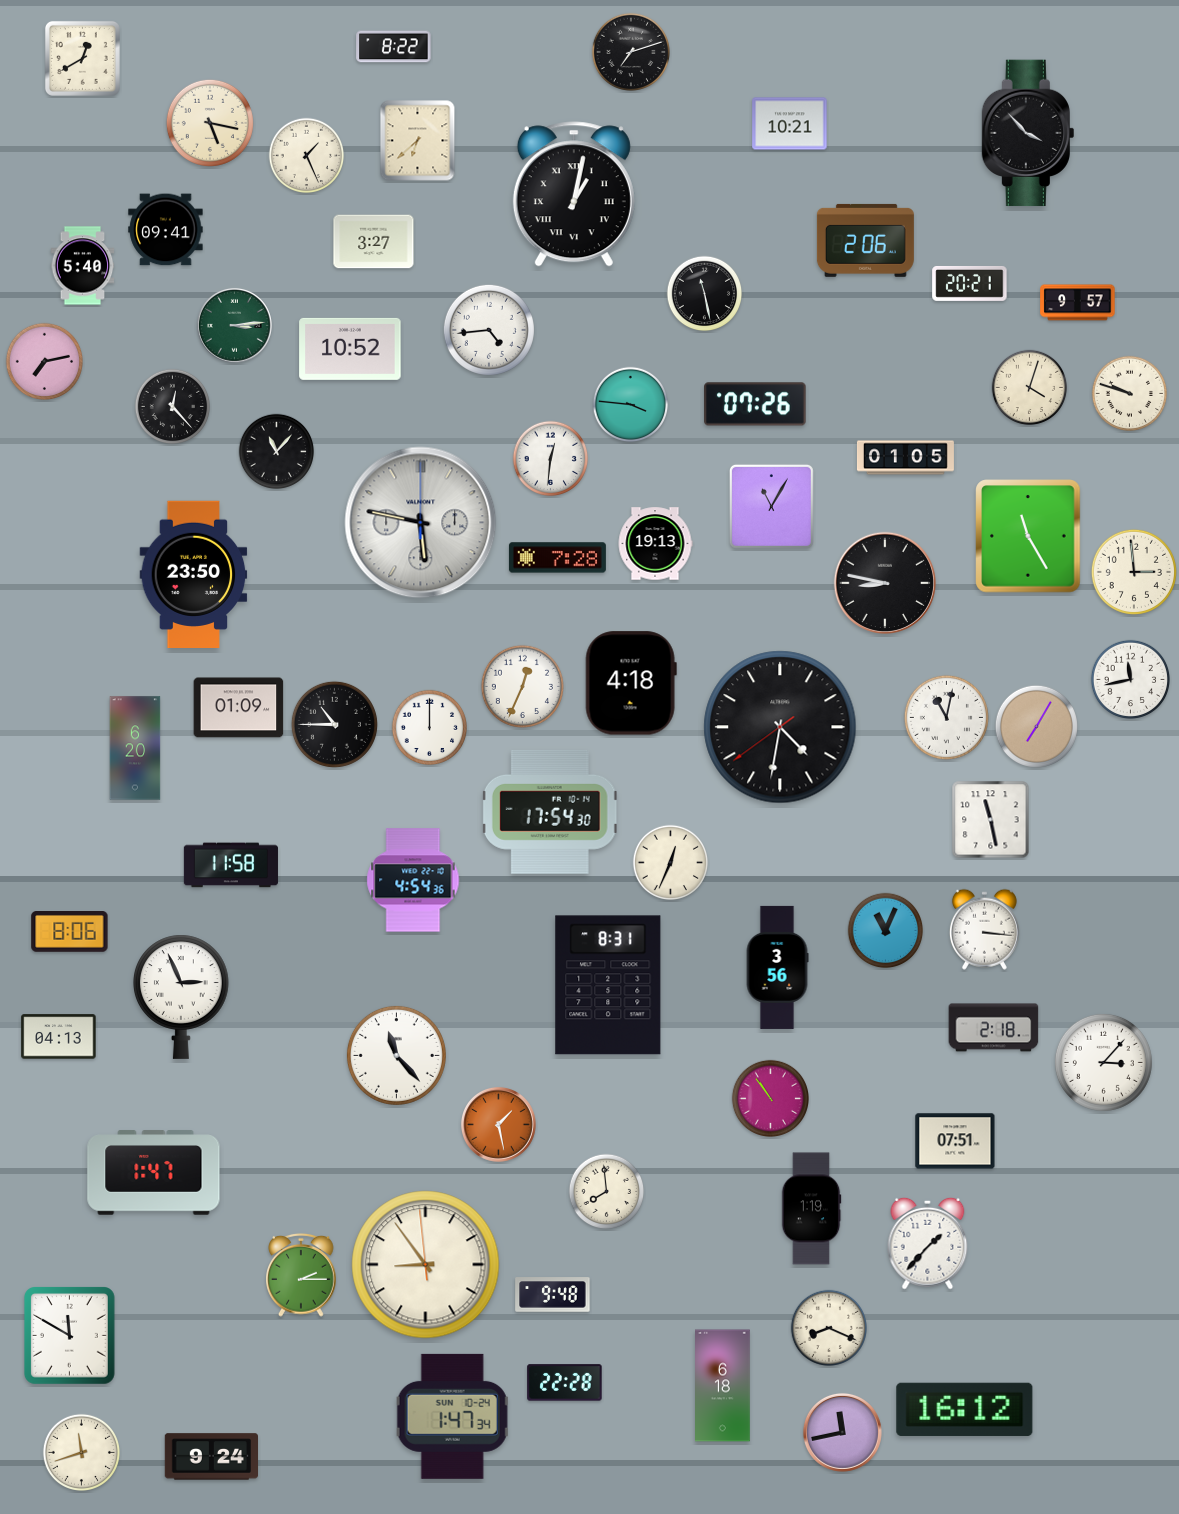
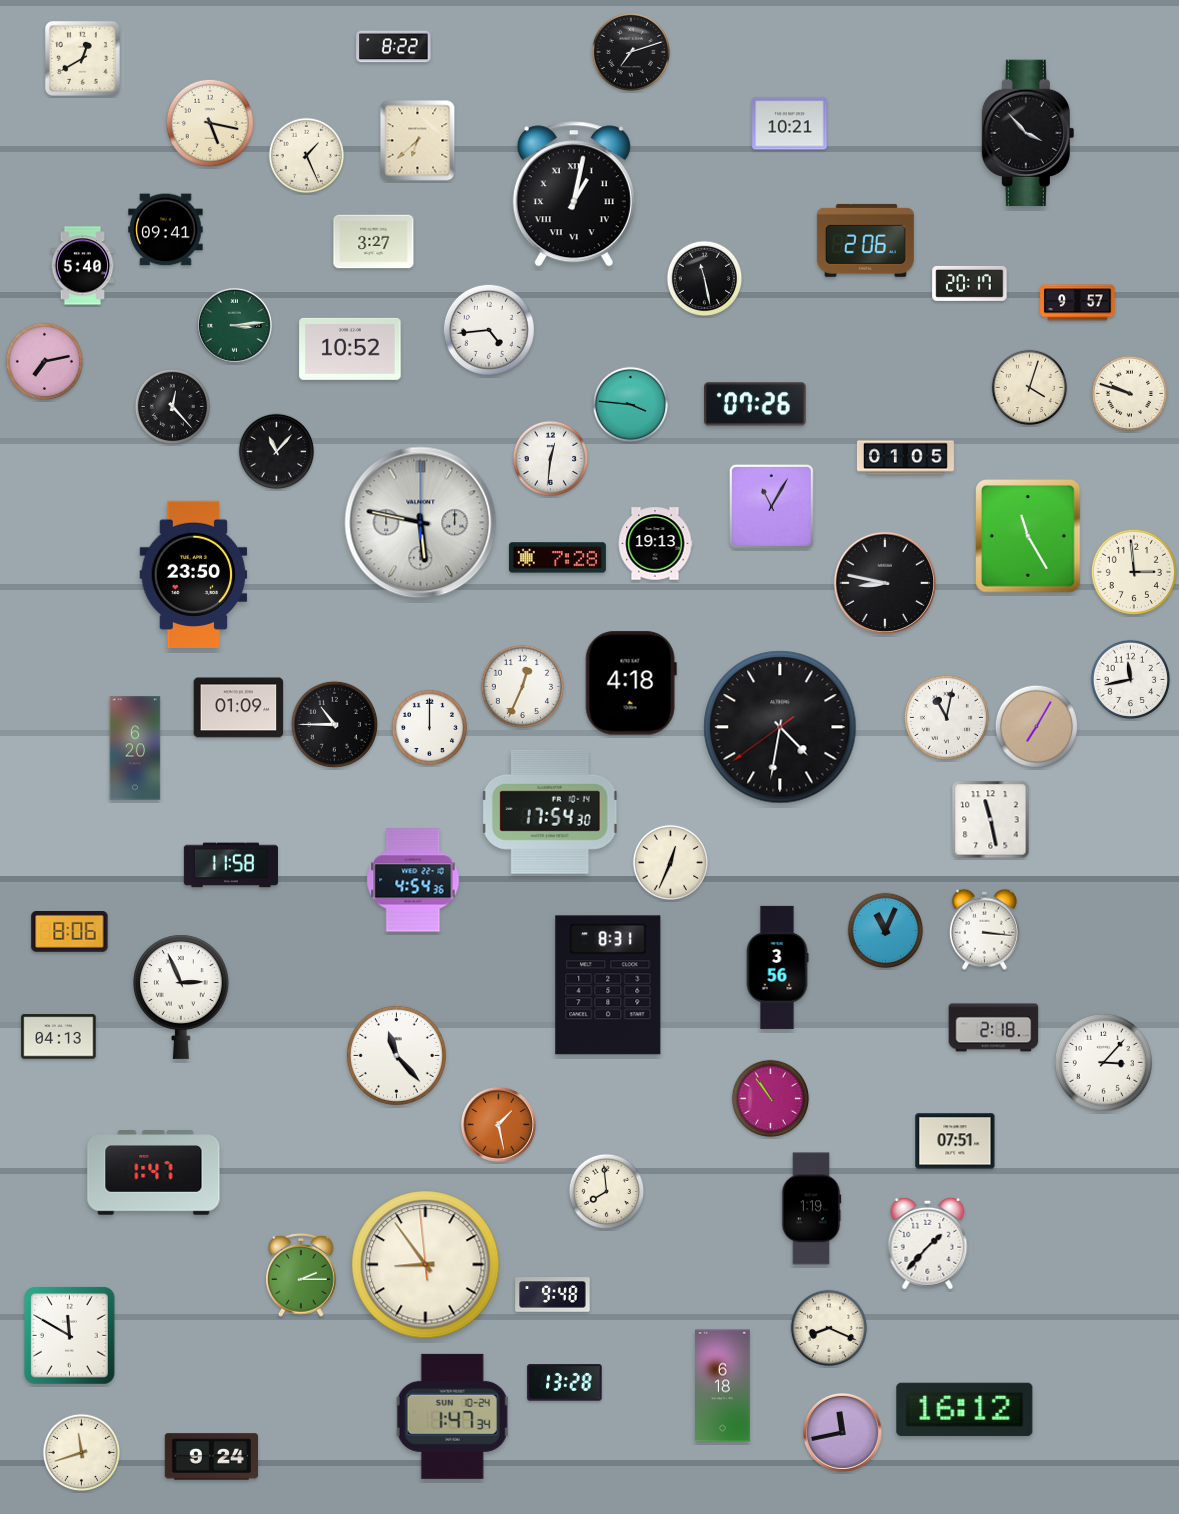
clock at (970, 283): 20:21 -> 20:17
clock at (705, 294) position: (705, 294) -> (705, 279)
clock at (565, 1383): 22:28 -> 13:28
